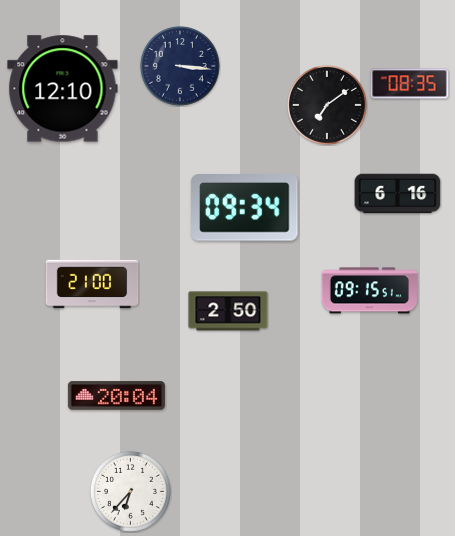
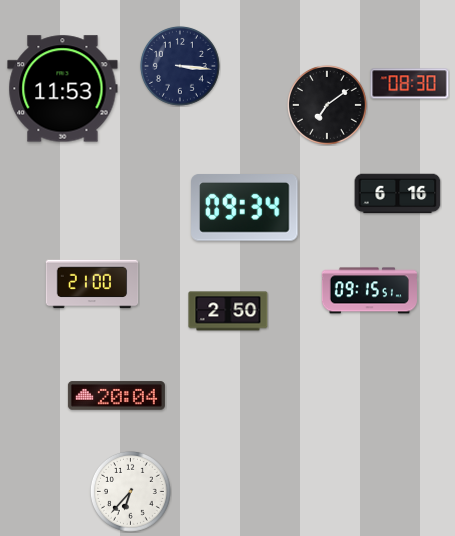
clock at (410, 84): 08:35 -> 08:30
clock at (63, 89): 12:10 -> 11:53
